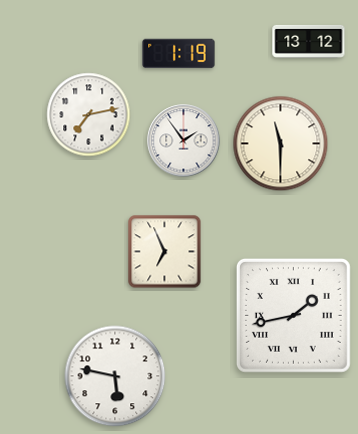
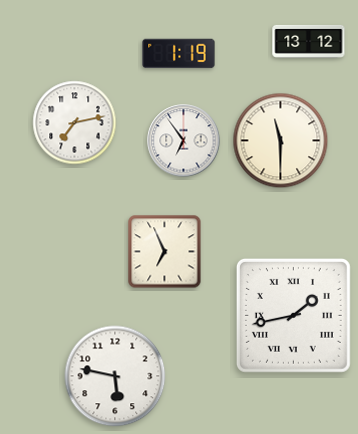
clock at (89, 115) position: (89, 115) -> (75, 123)
clock at (184, 141): 1:54 -> 6:54
clock at (281, 144) position: (281, 144) -> (281, 141)
